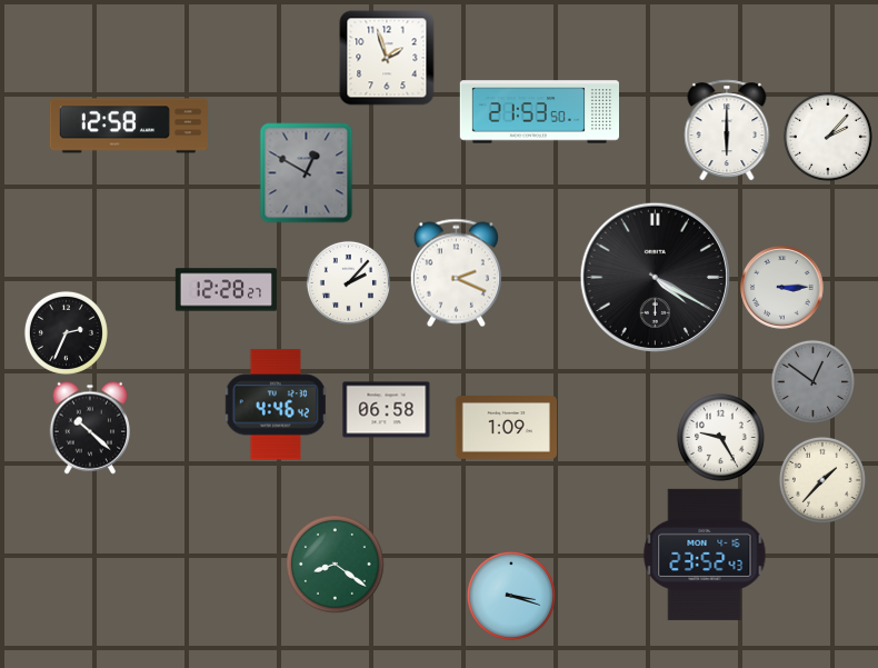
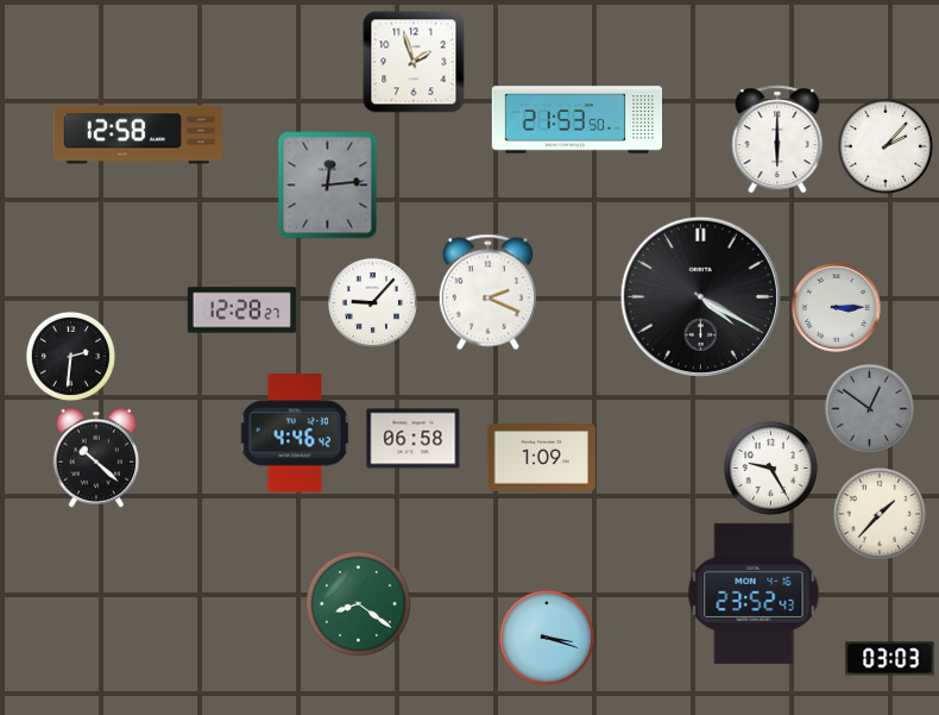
clock at (307, 173): 12:50 -> 12:14
clock at (348, 282): 2:07 -> 9:07
clock at (66, 332): 2:34 -> 2:31
clock at (890, 659): none -> 03:03
